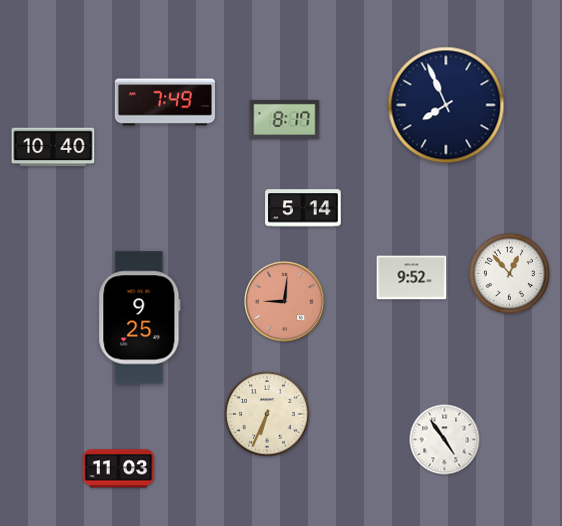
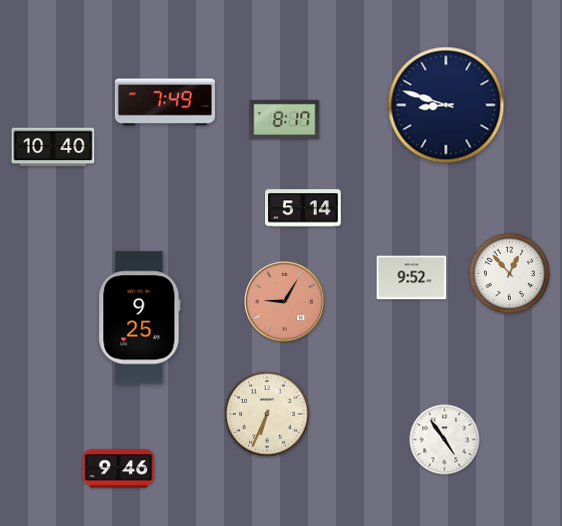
clock at (446, 105): 7:56 -> 8:48
clock at (284, 301): 9:01 -> 9:05
clock at (119, 469): 11:03 -> 9:46
